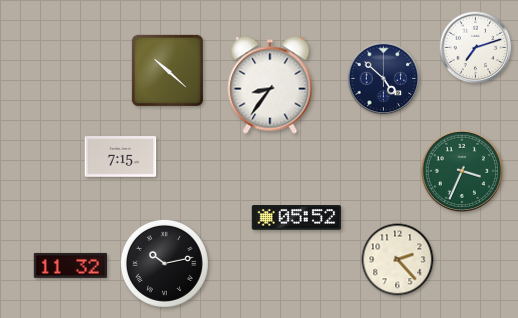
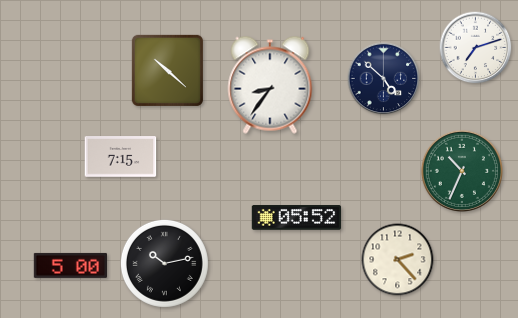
clock at (462, 171): 3:34 -> 10:34
clock at (70, 265): 11:32 -> 5:00
